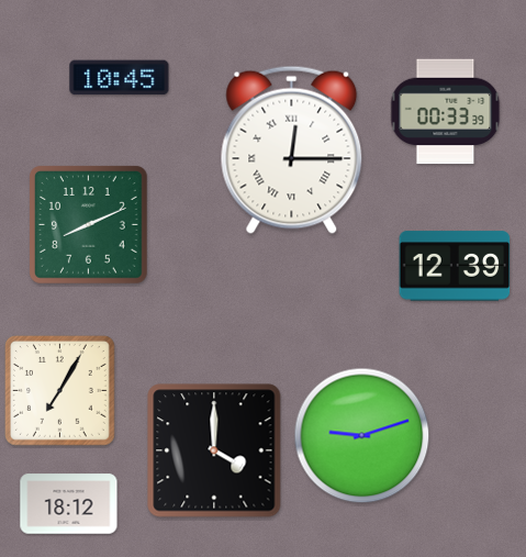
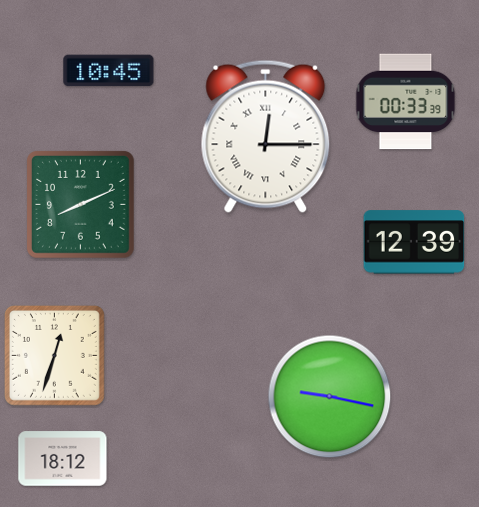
clock at (60, 391): 7:05 -> 12:33
clock at (362, 436): 9:12 -> 9:17
clock at (214, 450): 4:00 -> none
